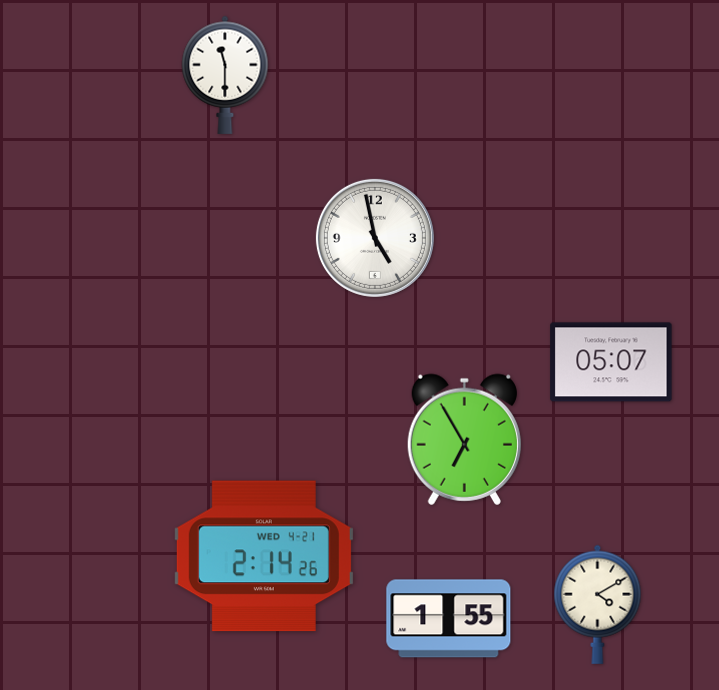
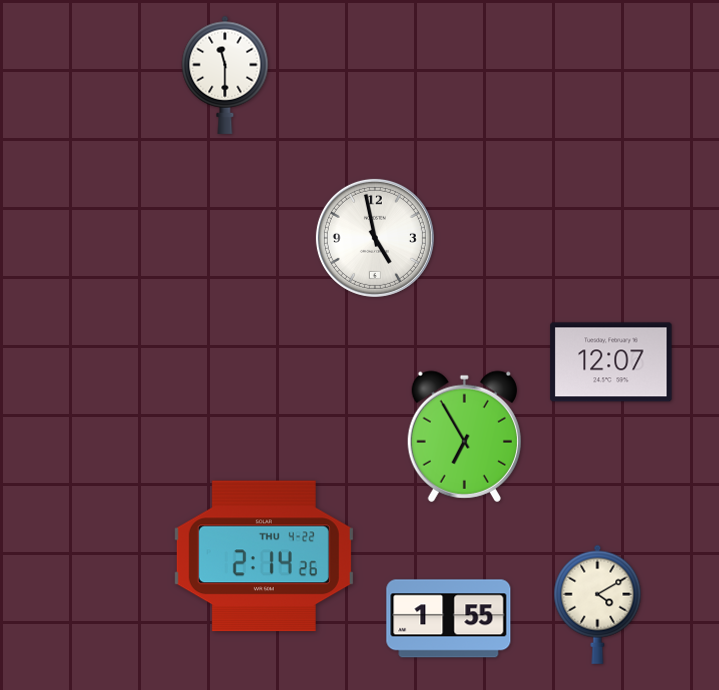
clock at (611, 362): 05:07 -> 12:07
clock at (464, 439) position: (464, 439) -> (464, 436)
clock at (264, 556) date: WED 4-21 -> THU 4-22
